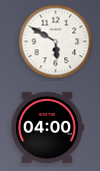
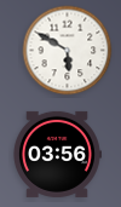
clock at (47, 127): 04:00 -> 03:56
